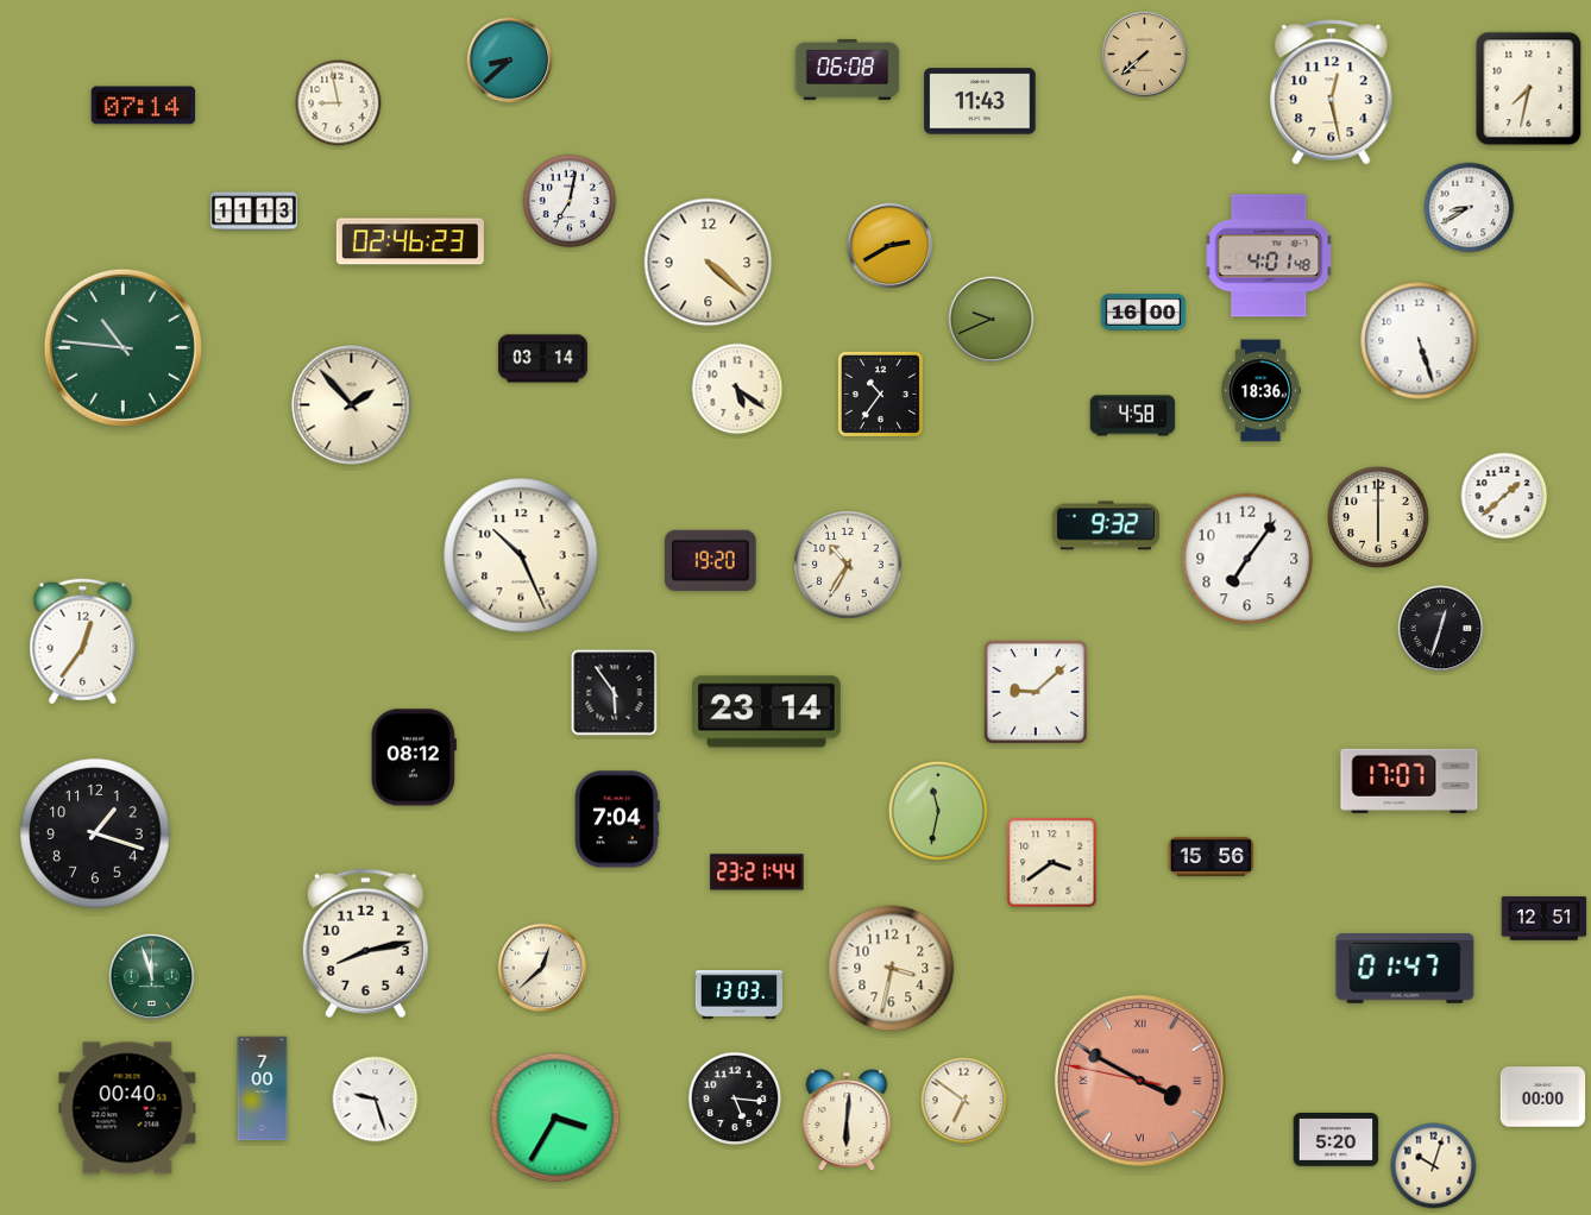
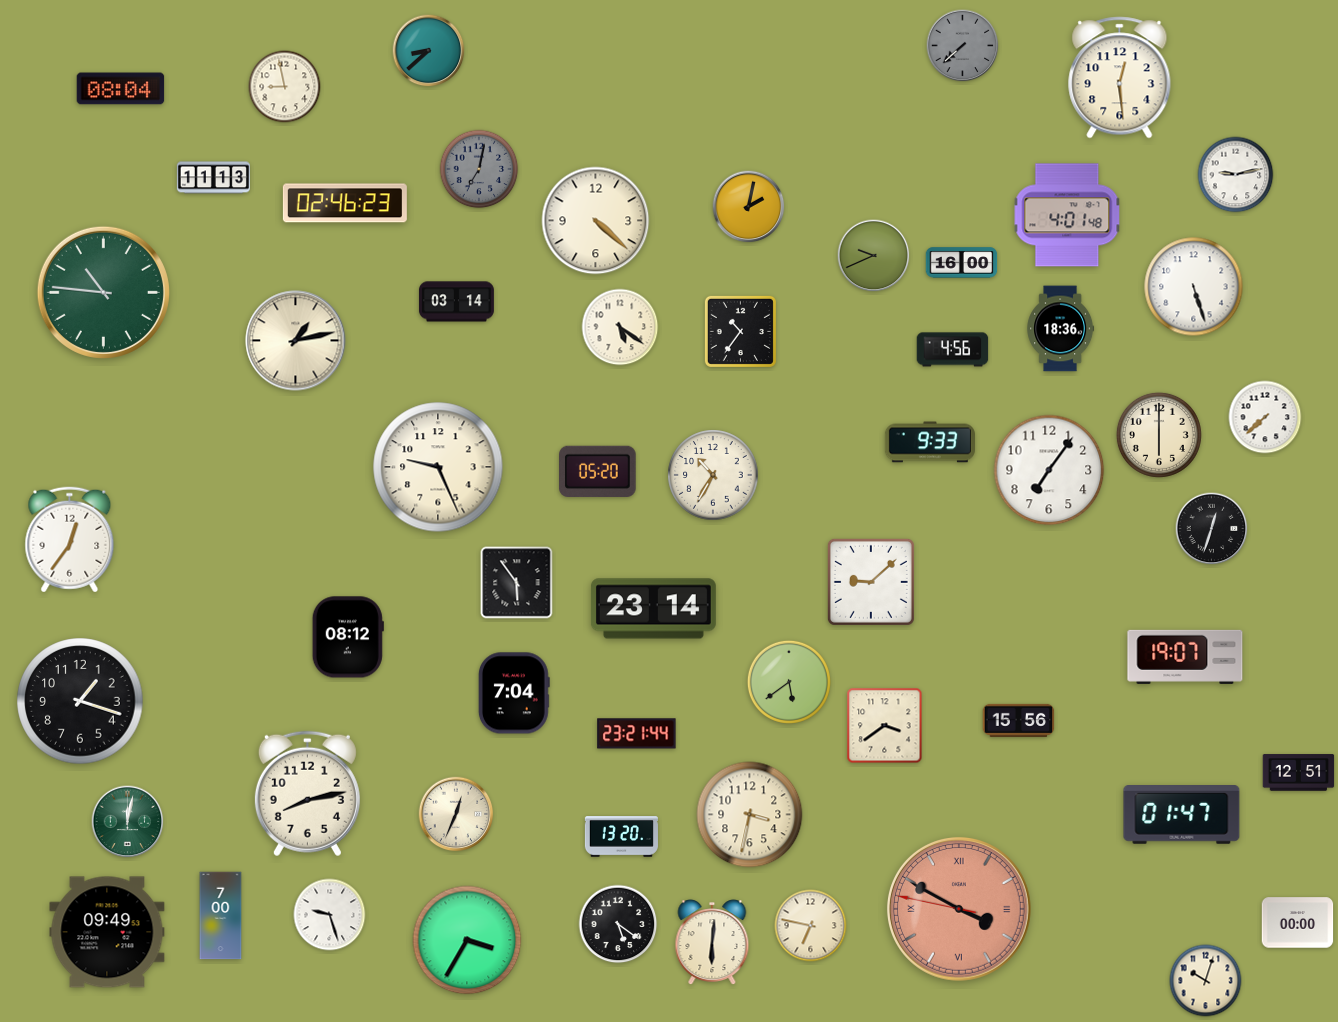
clock at (1145, 55) dial: champagne -> grey
clock at (848, 69): 06:08 -> none
clock at (1529, 89): 7:32 -> none
clock at (1332, 93): 12:28 -> 12:29
clock at (980, 101): 11:43 -> none
clock at (144, 106): 07:14 -> 08:04
clock at (570, 201) dial: white -> grey
clock at (1470, 208): 8:40 -> 9:13
clock at (891, 246): 2:40 -> 2:02
clock at (992, 320) position: (992, 320) -> (874, 256)
clock at (352, 405): 1:53 -> 1:13
clock at (1133, 416): 4:58 -> 4:56
clock at (1504, 496): 1:38 -> 7:38
clock at (1106, 525): 9:32 -> 9:33
clock at (521, 555): 10:26 -> 9:26
clock at (711, 560): 19:20 -> 05:20
clock at (766, 712) position: (766, 712) -> (653, 609)
clock at (1409, 781): 17:07 -> 19:07
clock at (938, 811): 11:32 -> 5:39
clock at (617, 819) position: (617, 819) -> (514, 693)
clock at (542, 968): 12:38 -> 12:34
clock at (152, 977): 11:57 -> 12:02
clock at (738, 995): 13:03 -> 13:20
clock at (735, 1098): 5:16 -> 5:21
clock at (376, 1100) position: (376, 1100) -> (330, 915)
clock at (964, 1101): 6:51 -> 6:47
clock at (127, 1108): 00:40 -> 09:49
clock at (1337, 1140): 5:20 -> none
